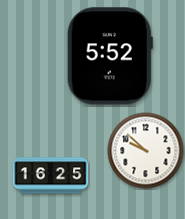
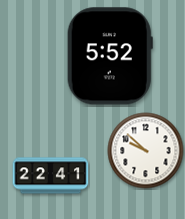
clock at (51, 176): 16:25 -> 22:41
